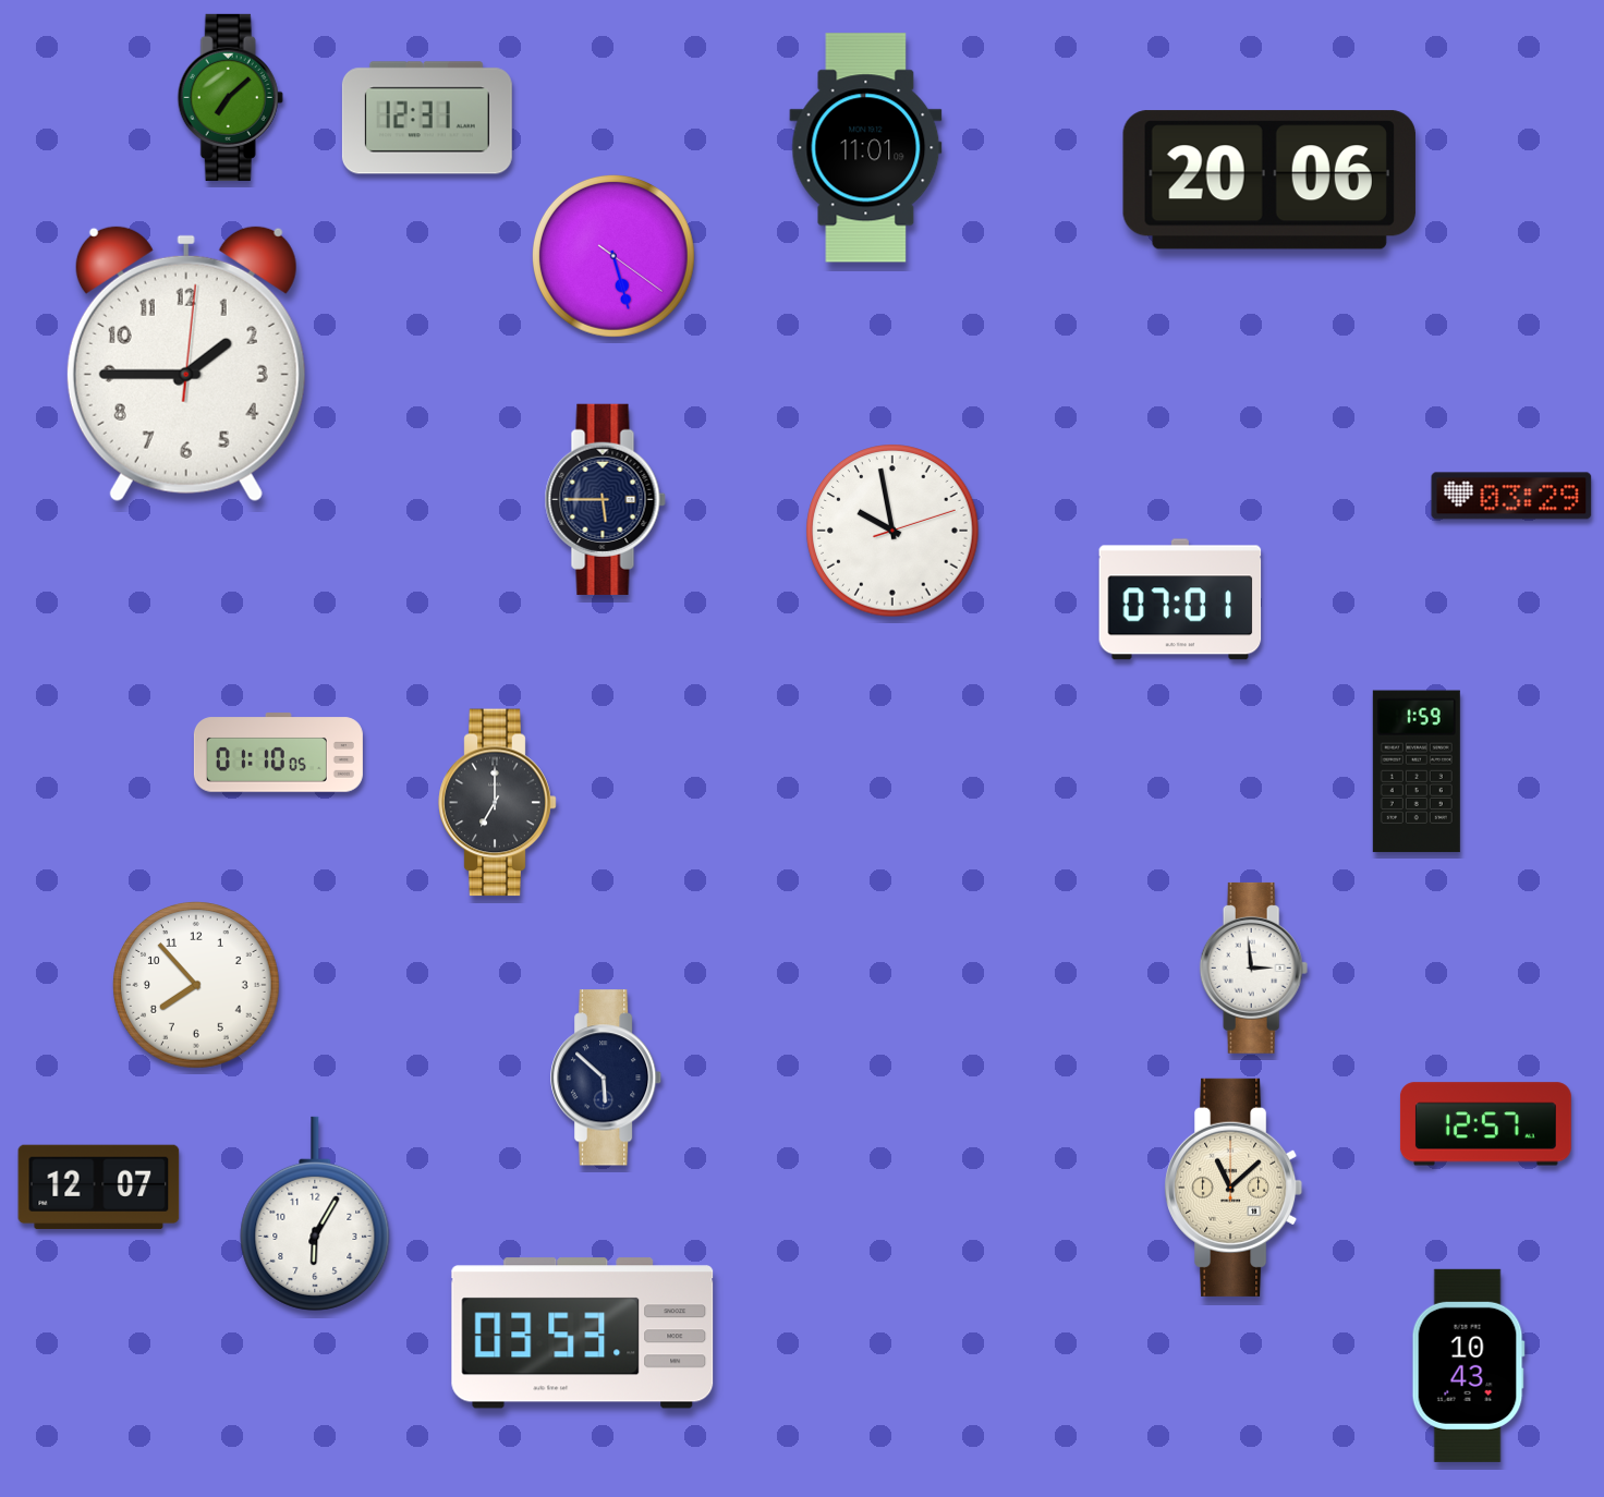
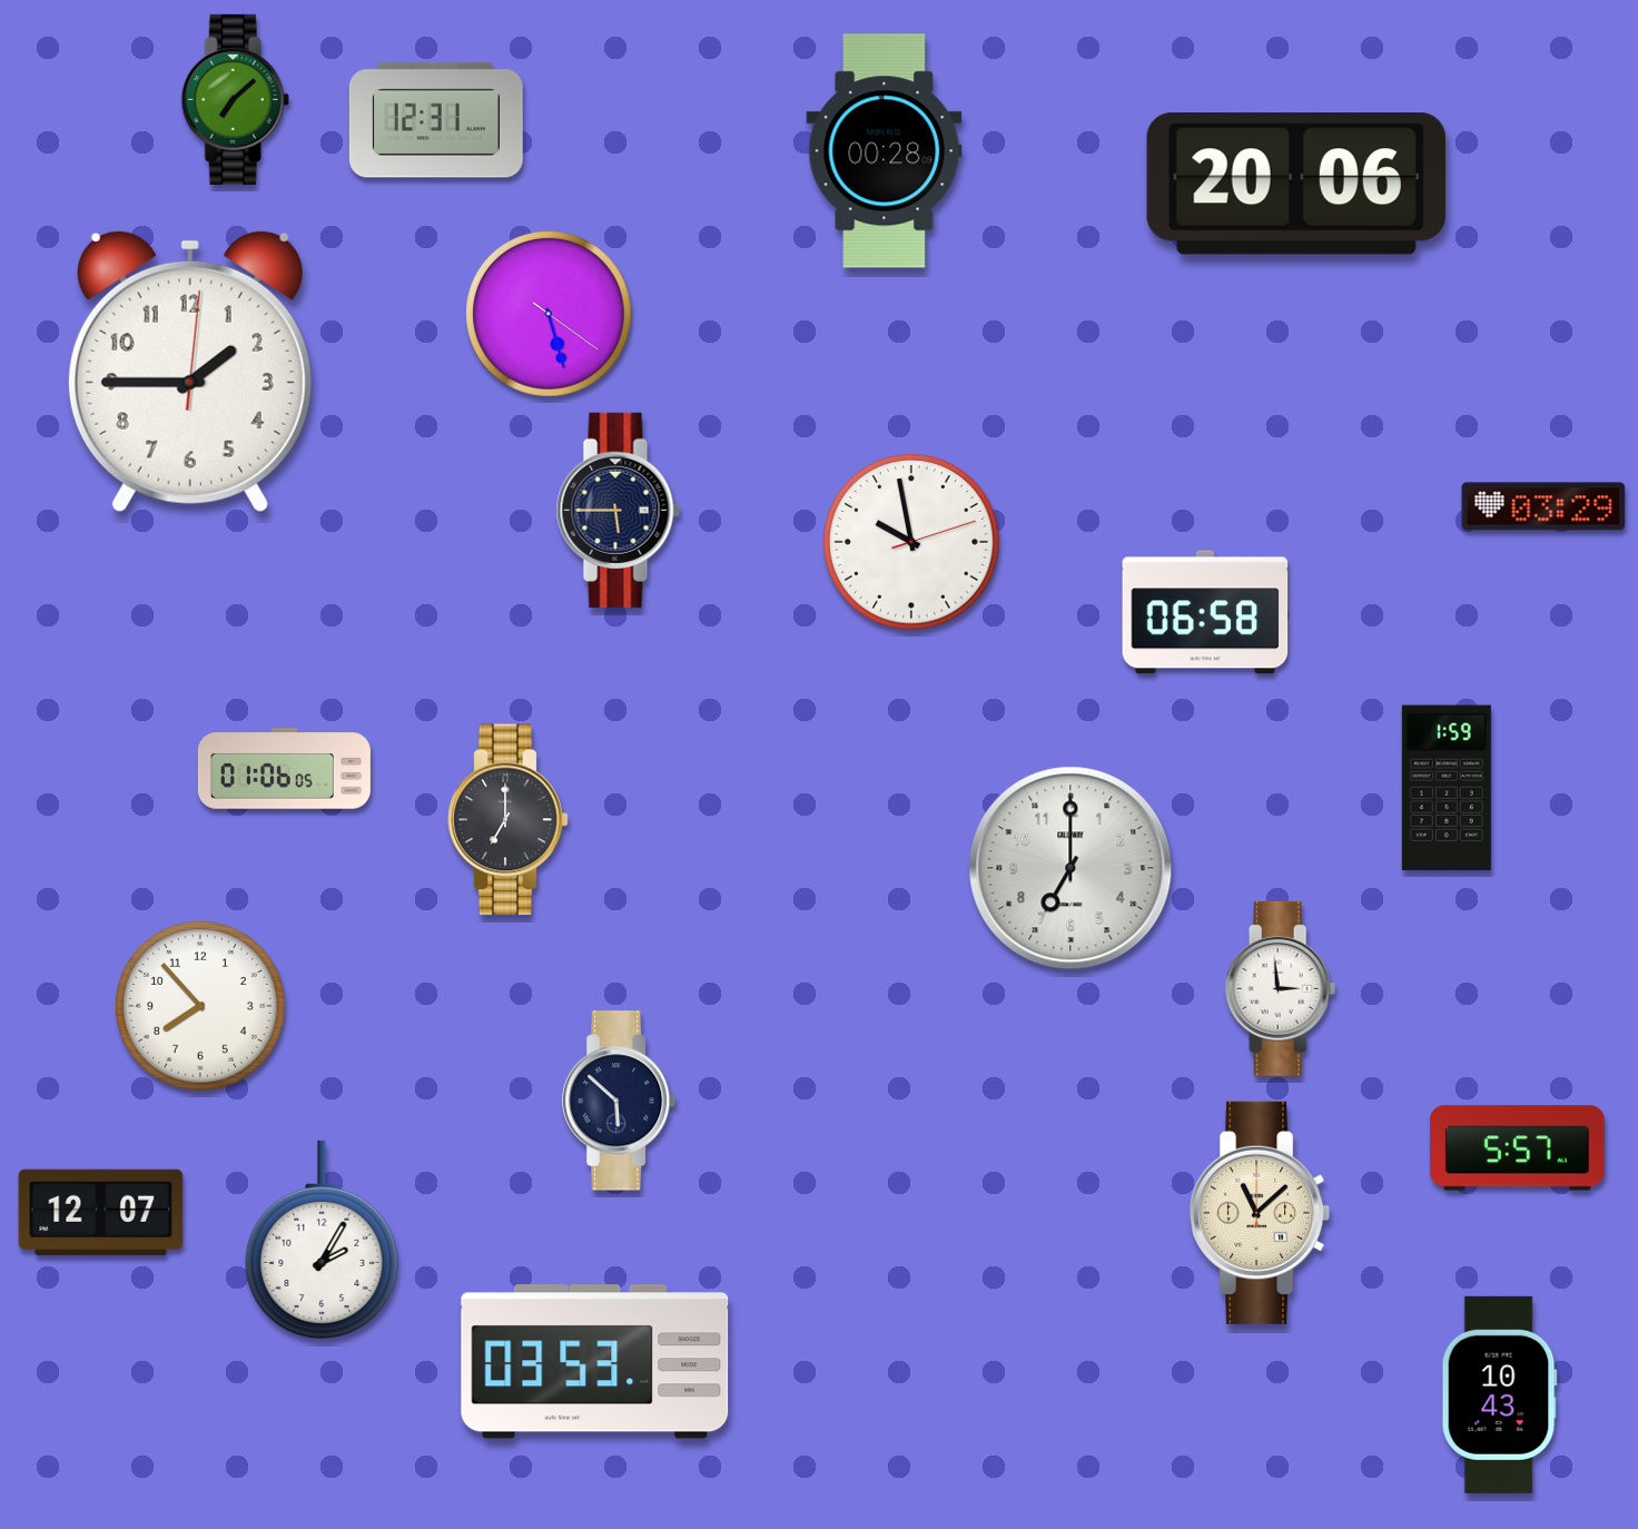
clock at (866, 148): 11:01 -> 00:28
clock at (613, 256) position: (613, 256) -> (549, 314)
clock at (1180, 599): 07:01 -> 06:58
clock at (278, 753): 01:10 -> 01:06
clock at (1070, 868): none -> 7:00
clock at (1485, 1124): 12:57 -> 5:57
clock at (315, 1214): 6:05 -> 2:05
